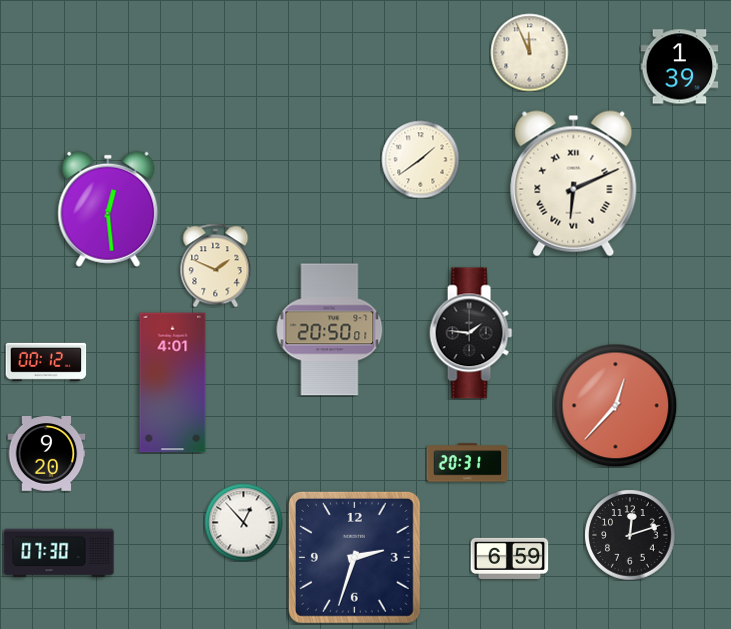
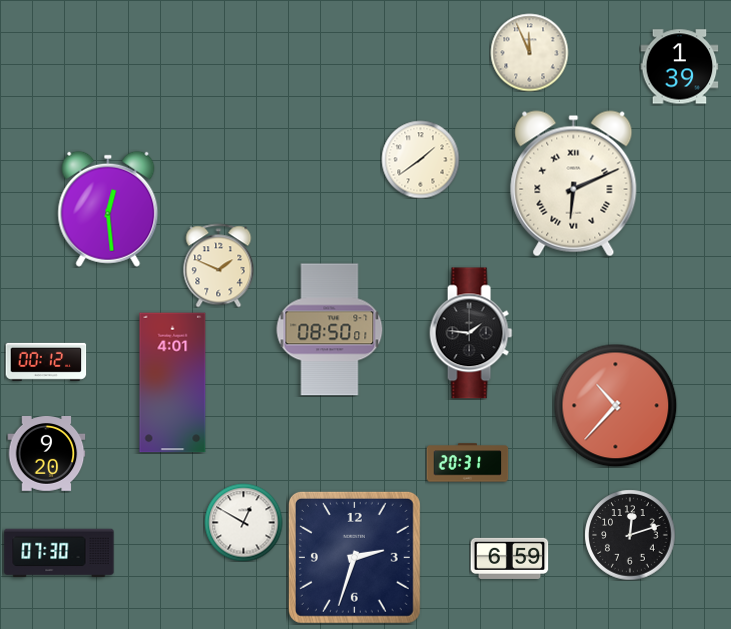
clock at (216, 265) position: (216, 265) -> (219, 265)
clock at (330, 330): 20:50 -> 08:50
clock at (615, 405): 12:37 -> 10:37
clock at (243, 522): 12:53 -> 12:50
